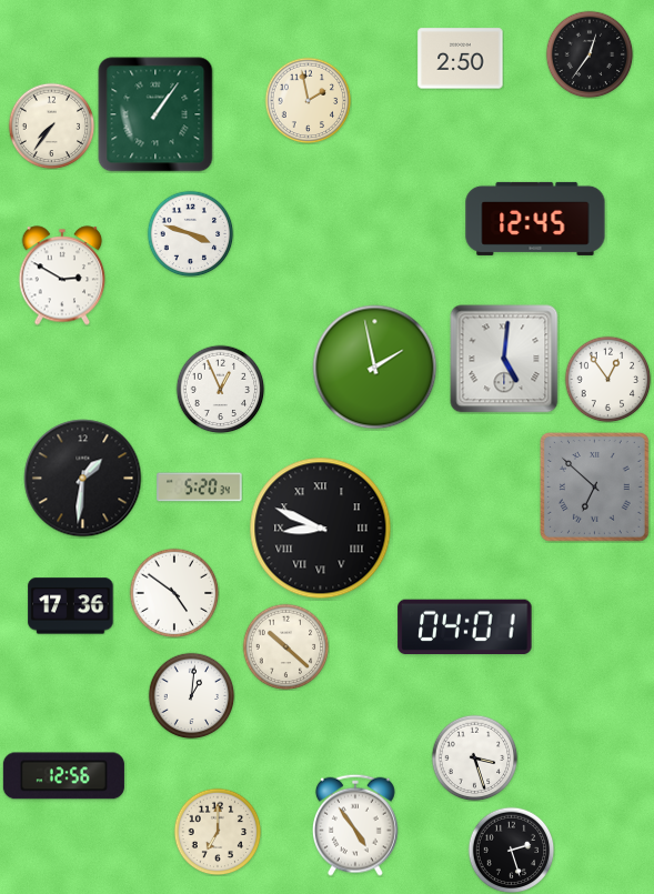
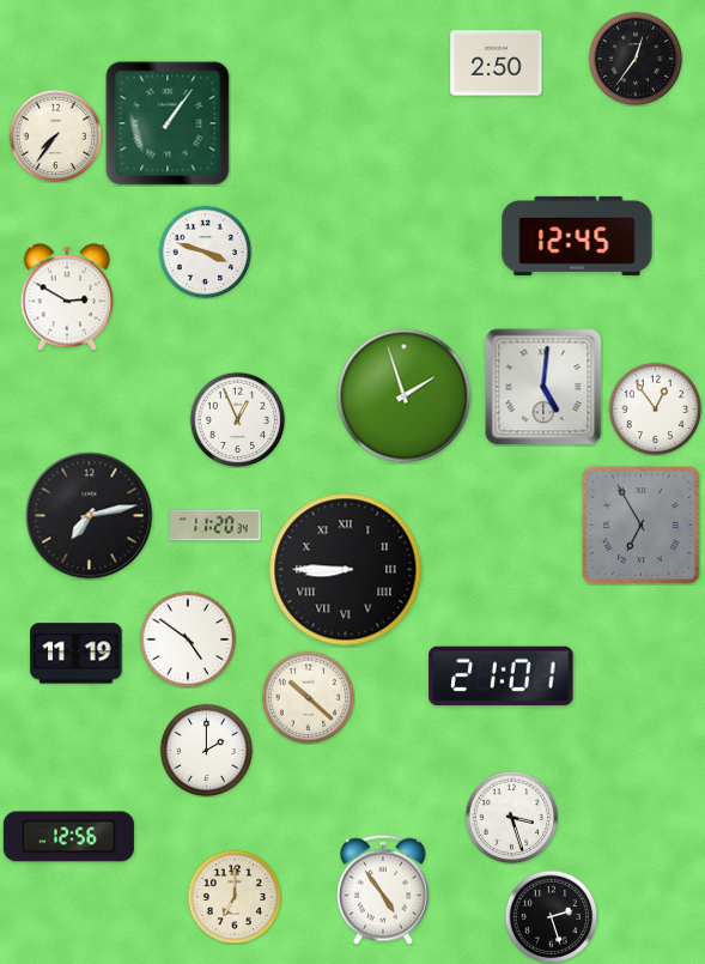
clock at (308, 100): 1:58 -> none
clock at (375, 368): 1:58 -> 1:57
clock at (83, 479): 1:31 -> 7:13
clock at (594, 486): 6:52 -> 6:55
clock at (200, 488): 5:20 -> 11:20
clock at (321, 529): 8:49 -> 8:45
clock at (71, 606): 17:36 -> 11:19
clock at (465, 627): 04:01 -> 21:01
clock at (191, 695): 1:01 -> 2:00
